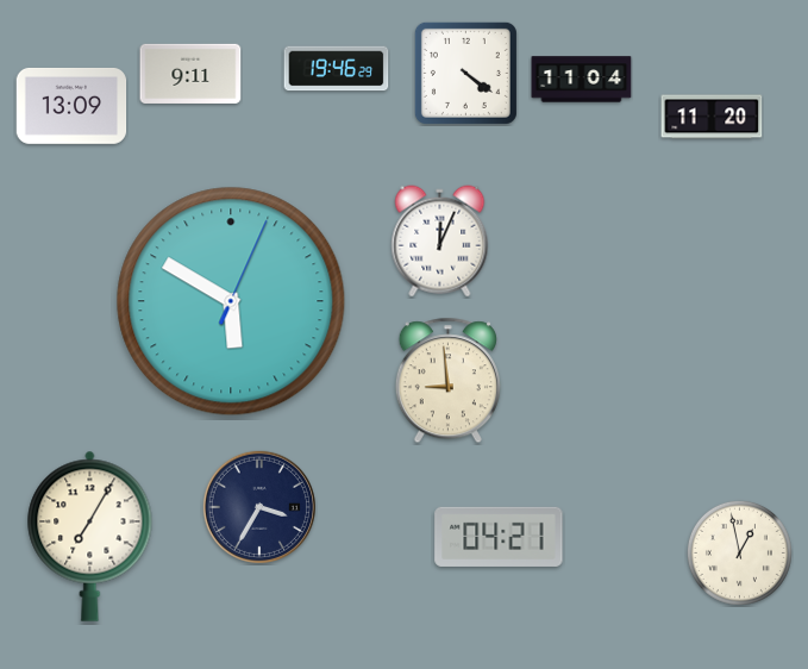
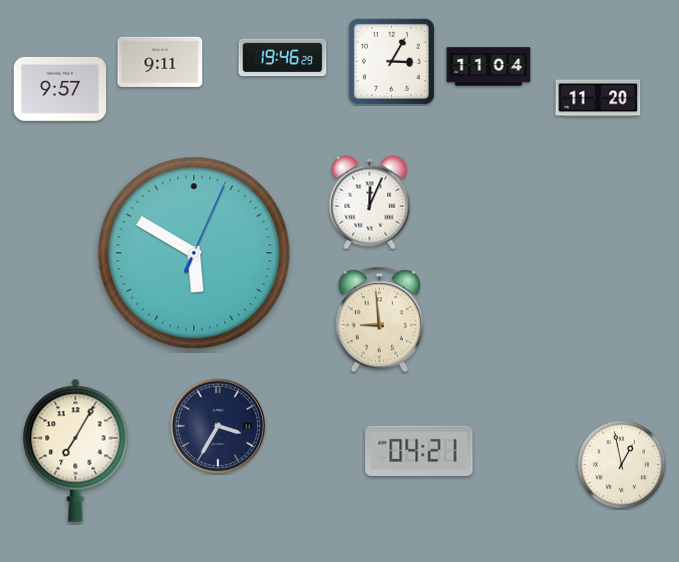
clock at (465, 73): 4:21 -> 3:05
clock at (71, 106): 13:09 -> 9:57
clock at (447, 381) position: (447, 381) -> (379, 320)
